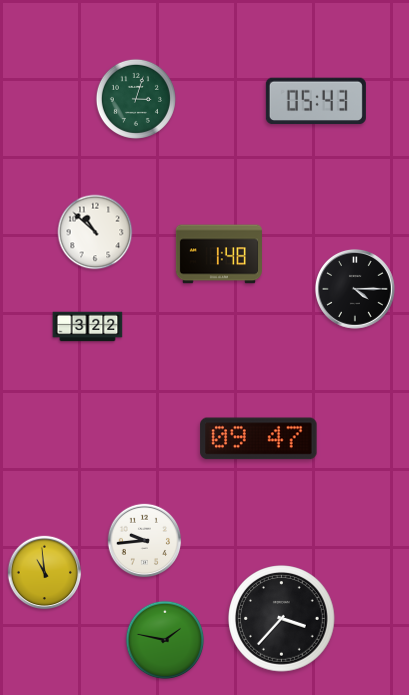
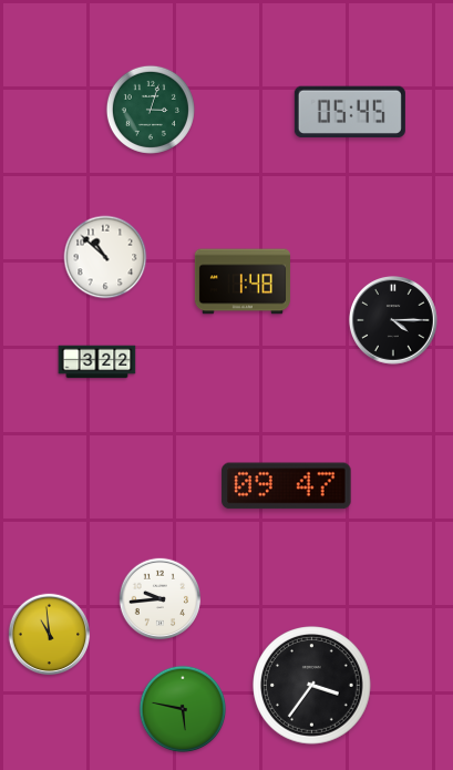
clock at (316, 101): 05:43 -> 05:45
clock at (282, 619): 3:37 -> 3:36
clock at (165, 640): 1:47 -> 5:47
